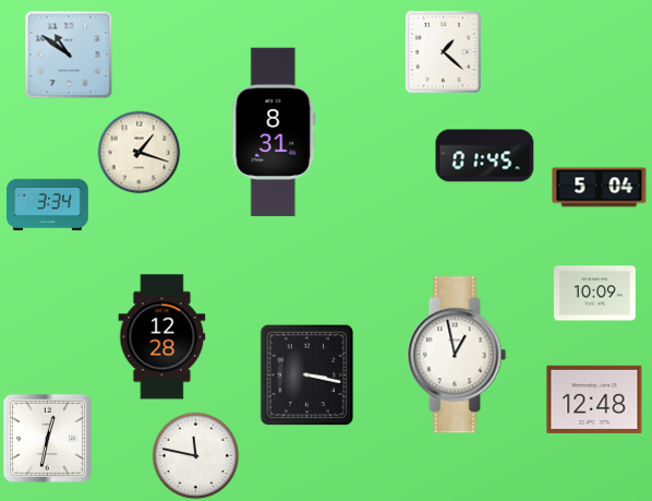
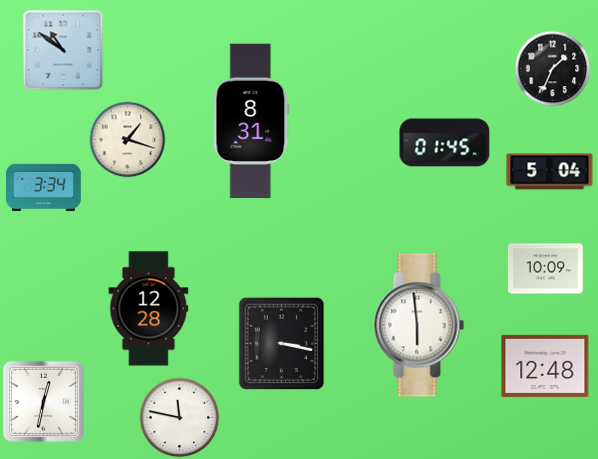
clock at (443, 51): 1:22 -> none
clock at (553, 69): none -> 1:34
clock at (457, 355): 12:58 -> 5:59
